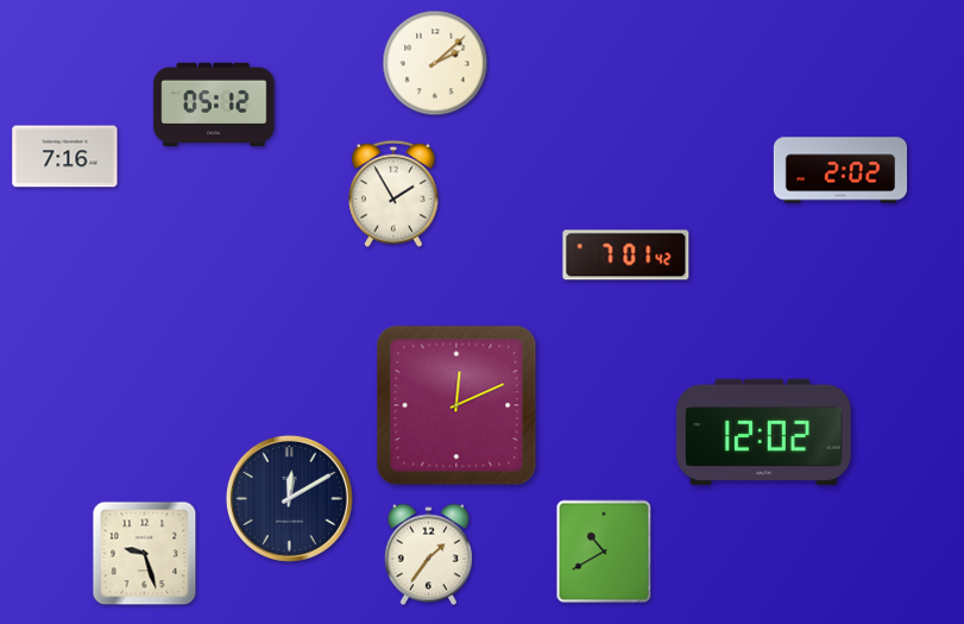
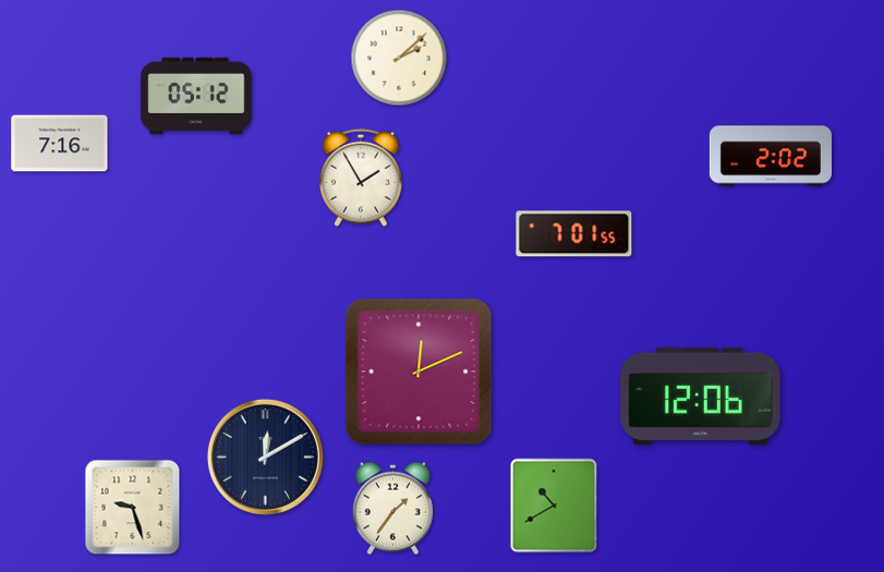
clock at (626, 256): 7:01:42 -> 7:01:55
clock at (764, 431): 12:02 -> 12:06
